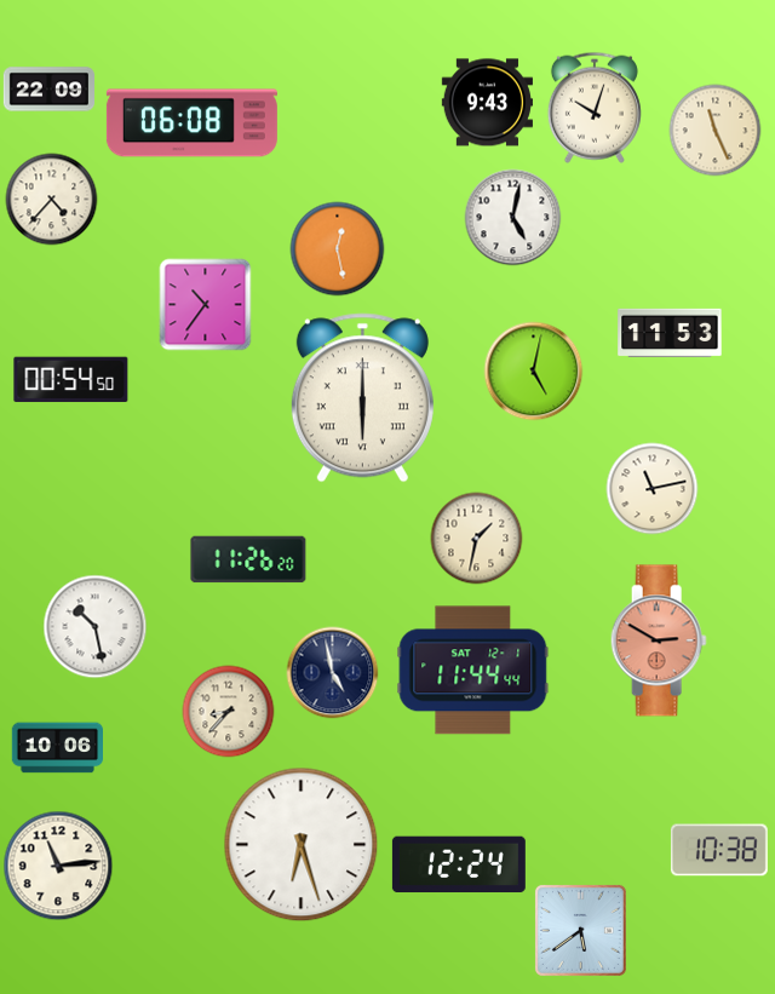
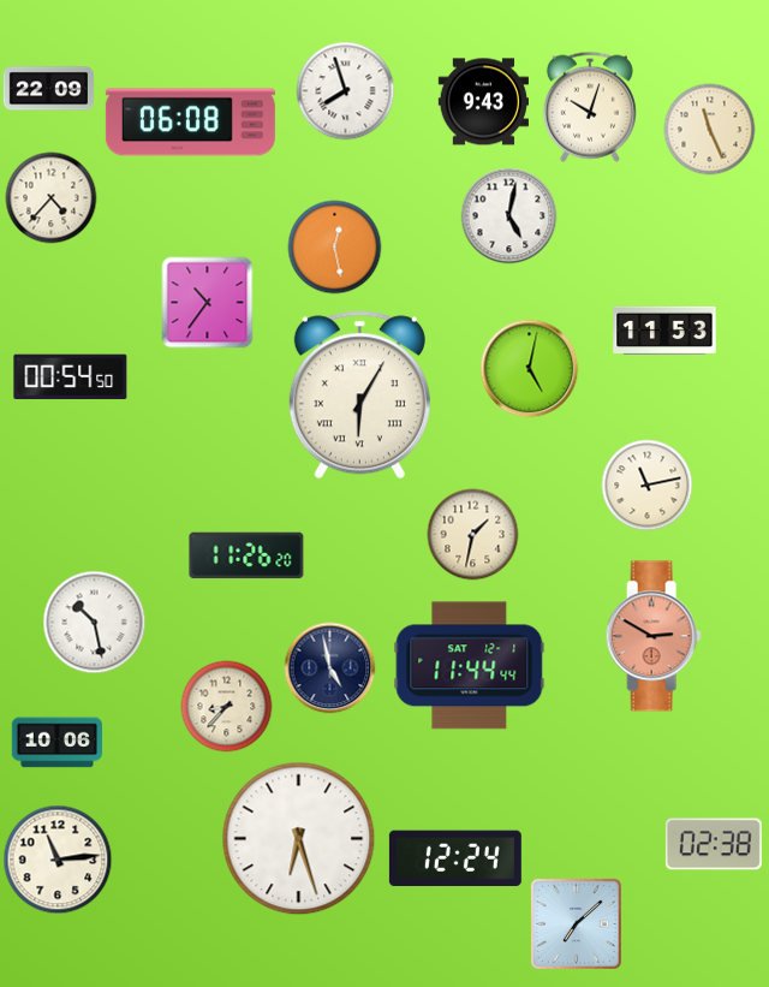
clock at (346, 91): none -> 7:57
clock at (206, 305) position: (206, 305) -> (208, 303)
clock at (362, 398): 6:00 -> 6:05
clock at (719, 850): 10:38 -> 02:38
clock at (580, 930): 5:39 -> 7:08
